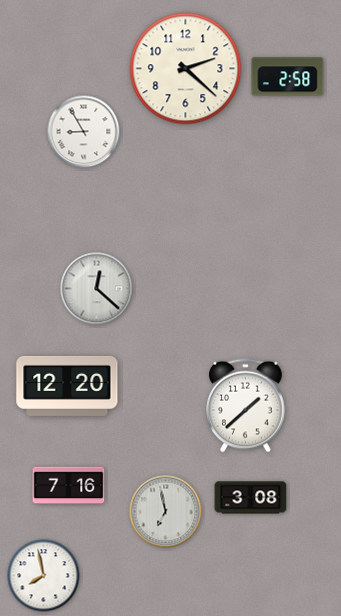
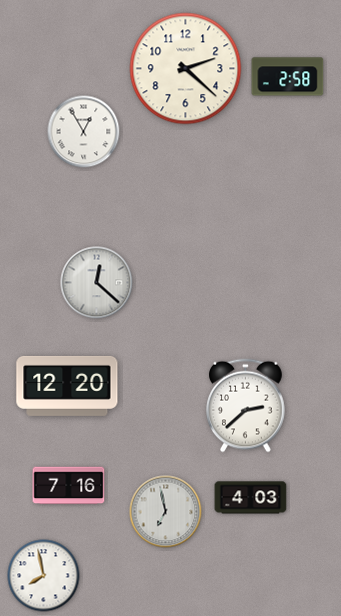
clock at (84, 132): 8:55 -> 12:55
clock at (97, 289) position: (97, 289) -> (97, 283)
clock at (246, 406): 1:38 -> 2:38
clock at (251, 498): 3:08 -> 4:03
